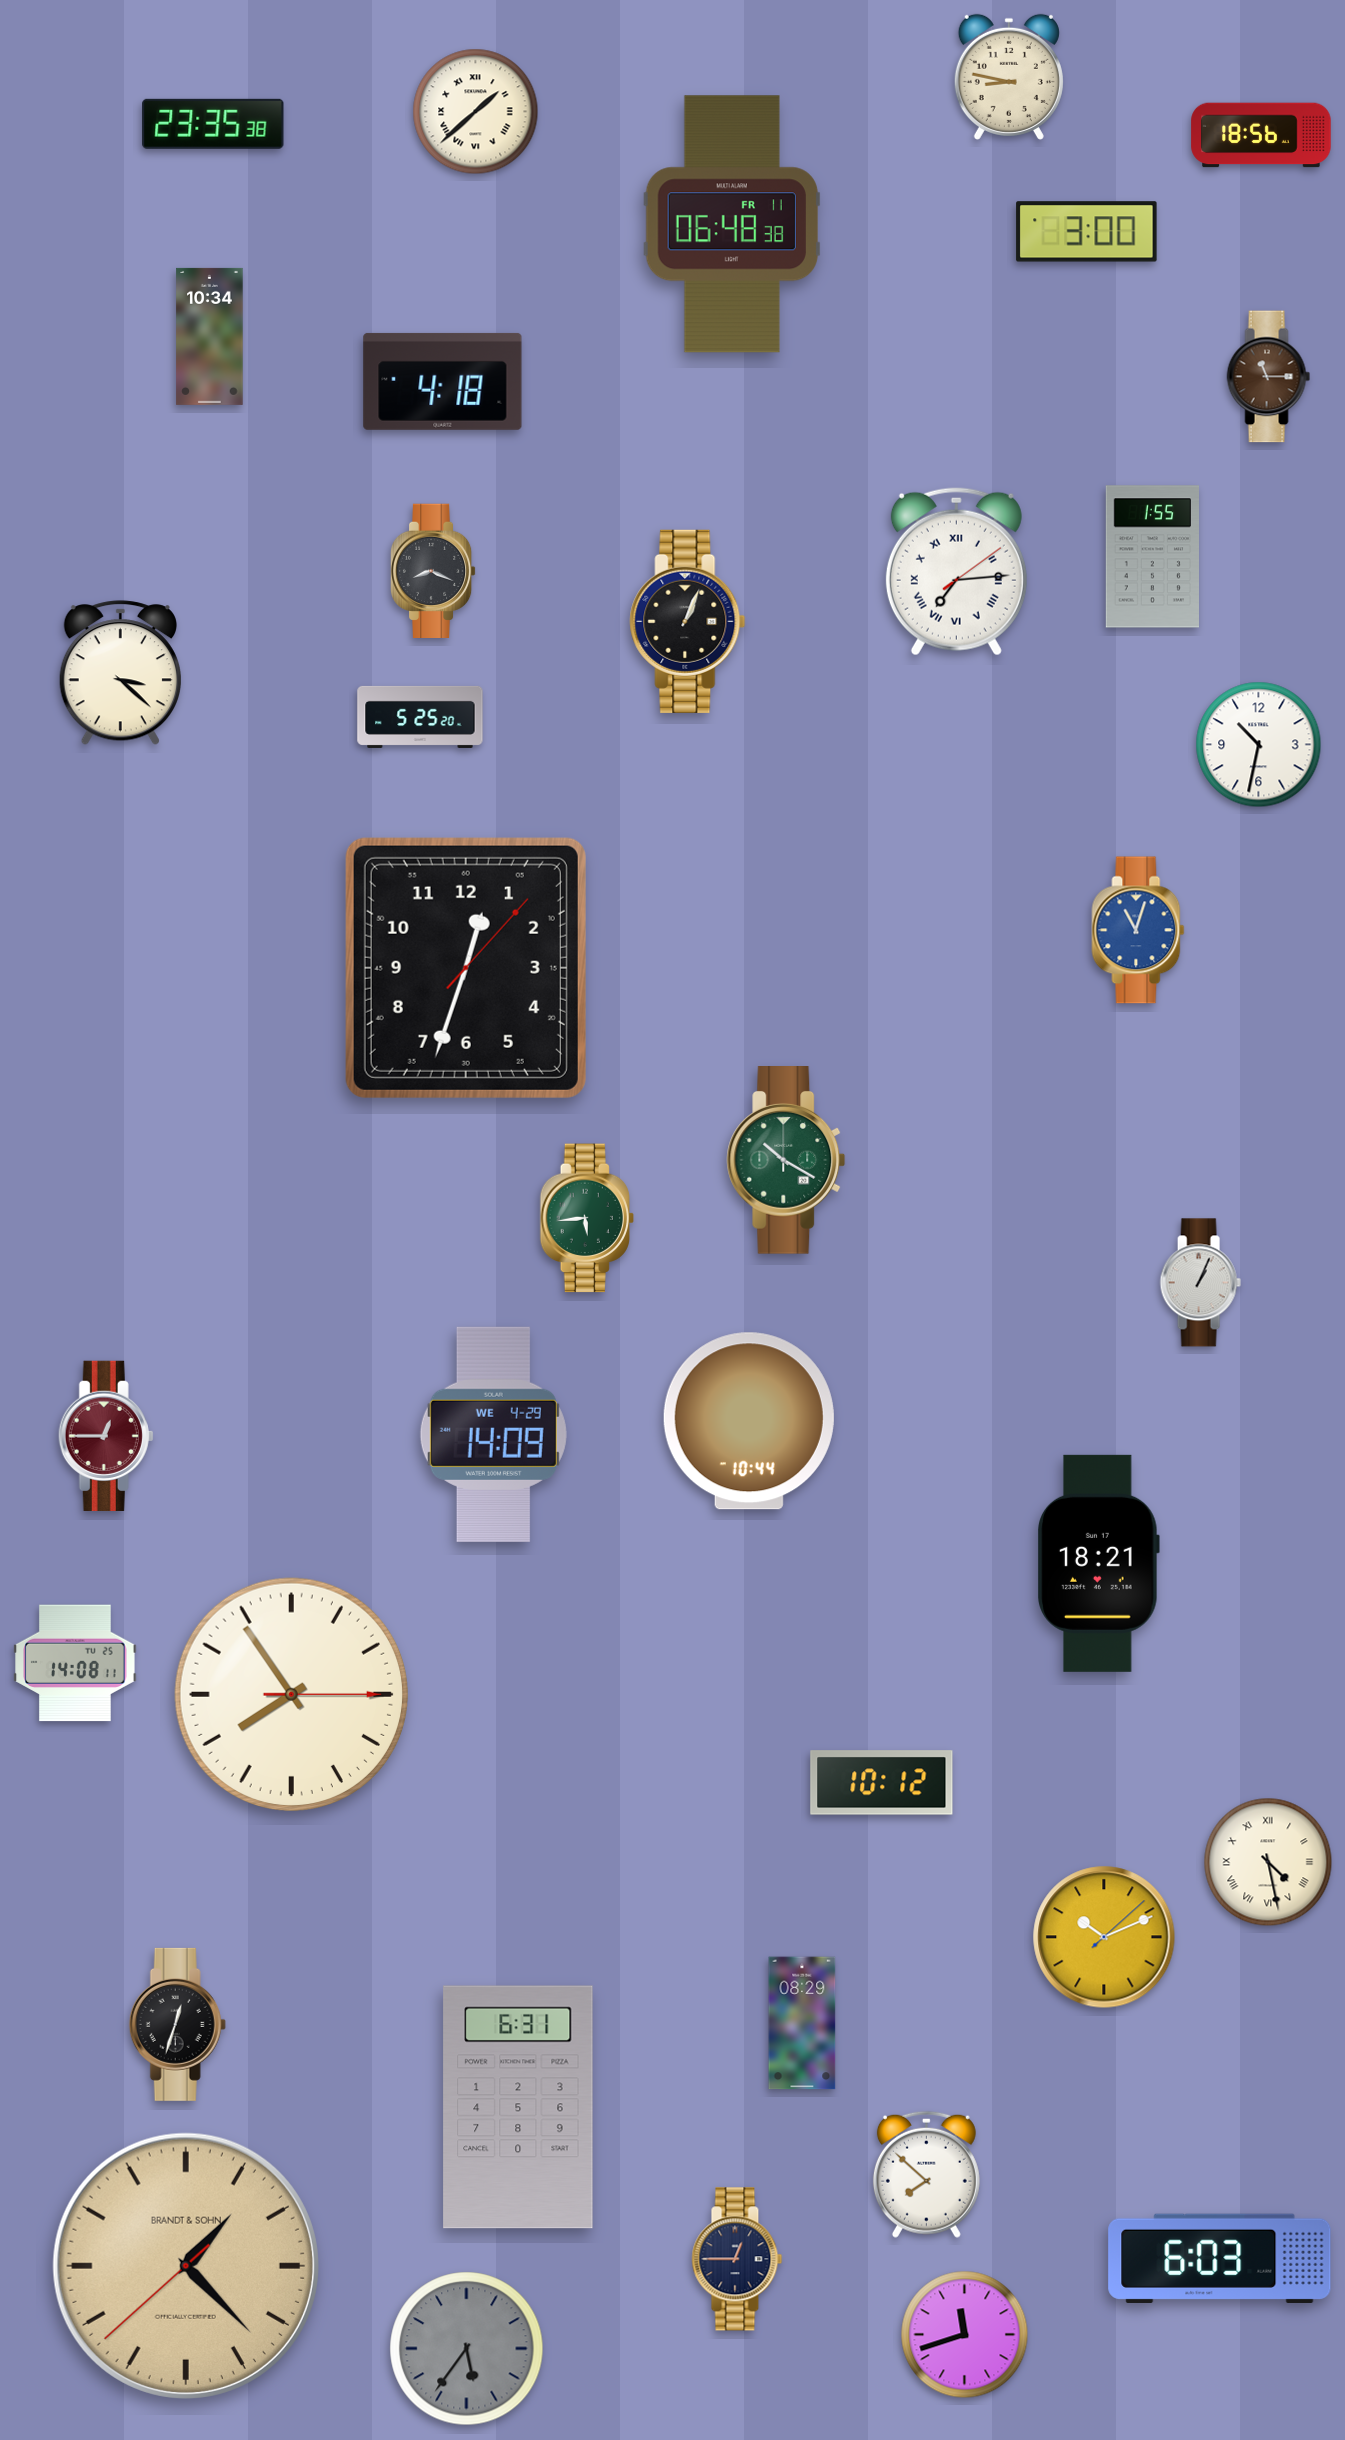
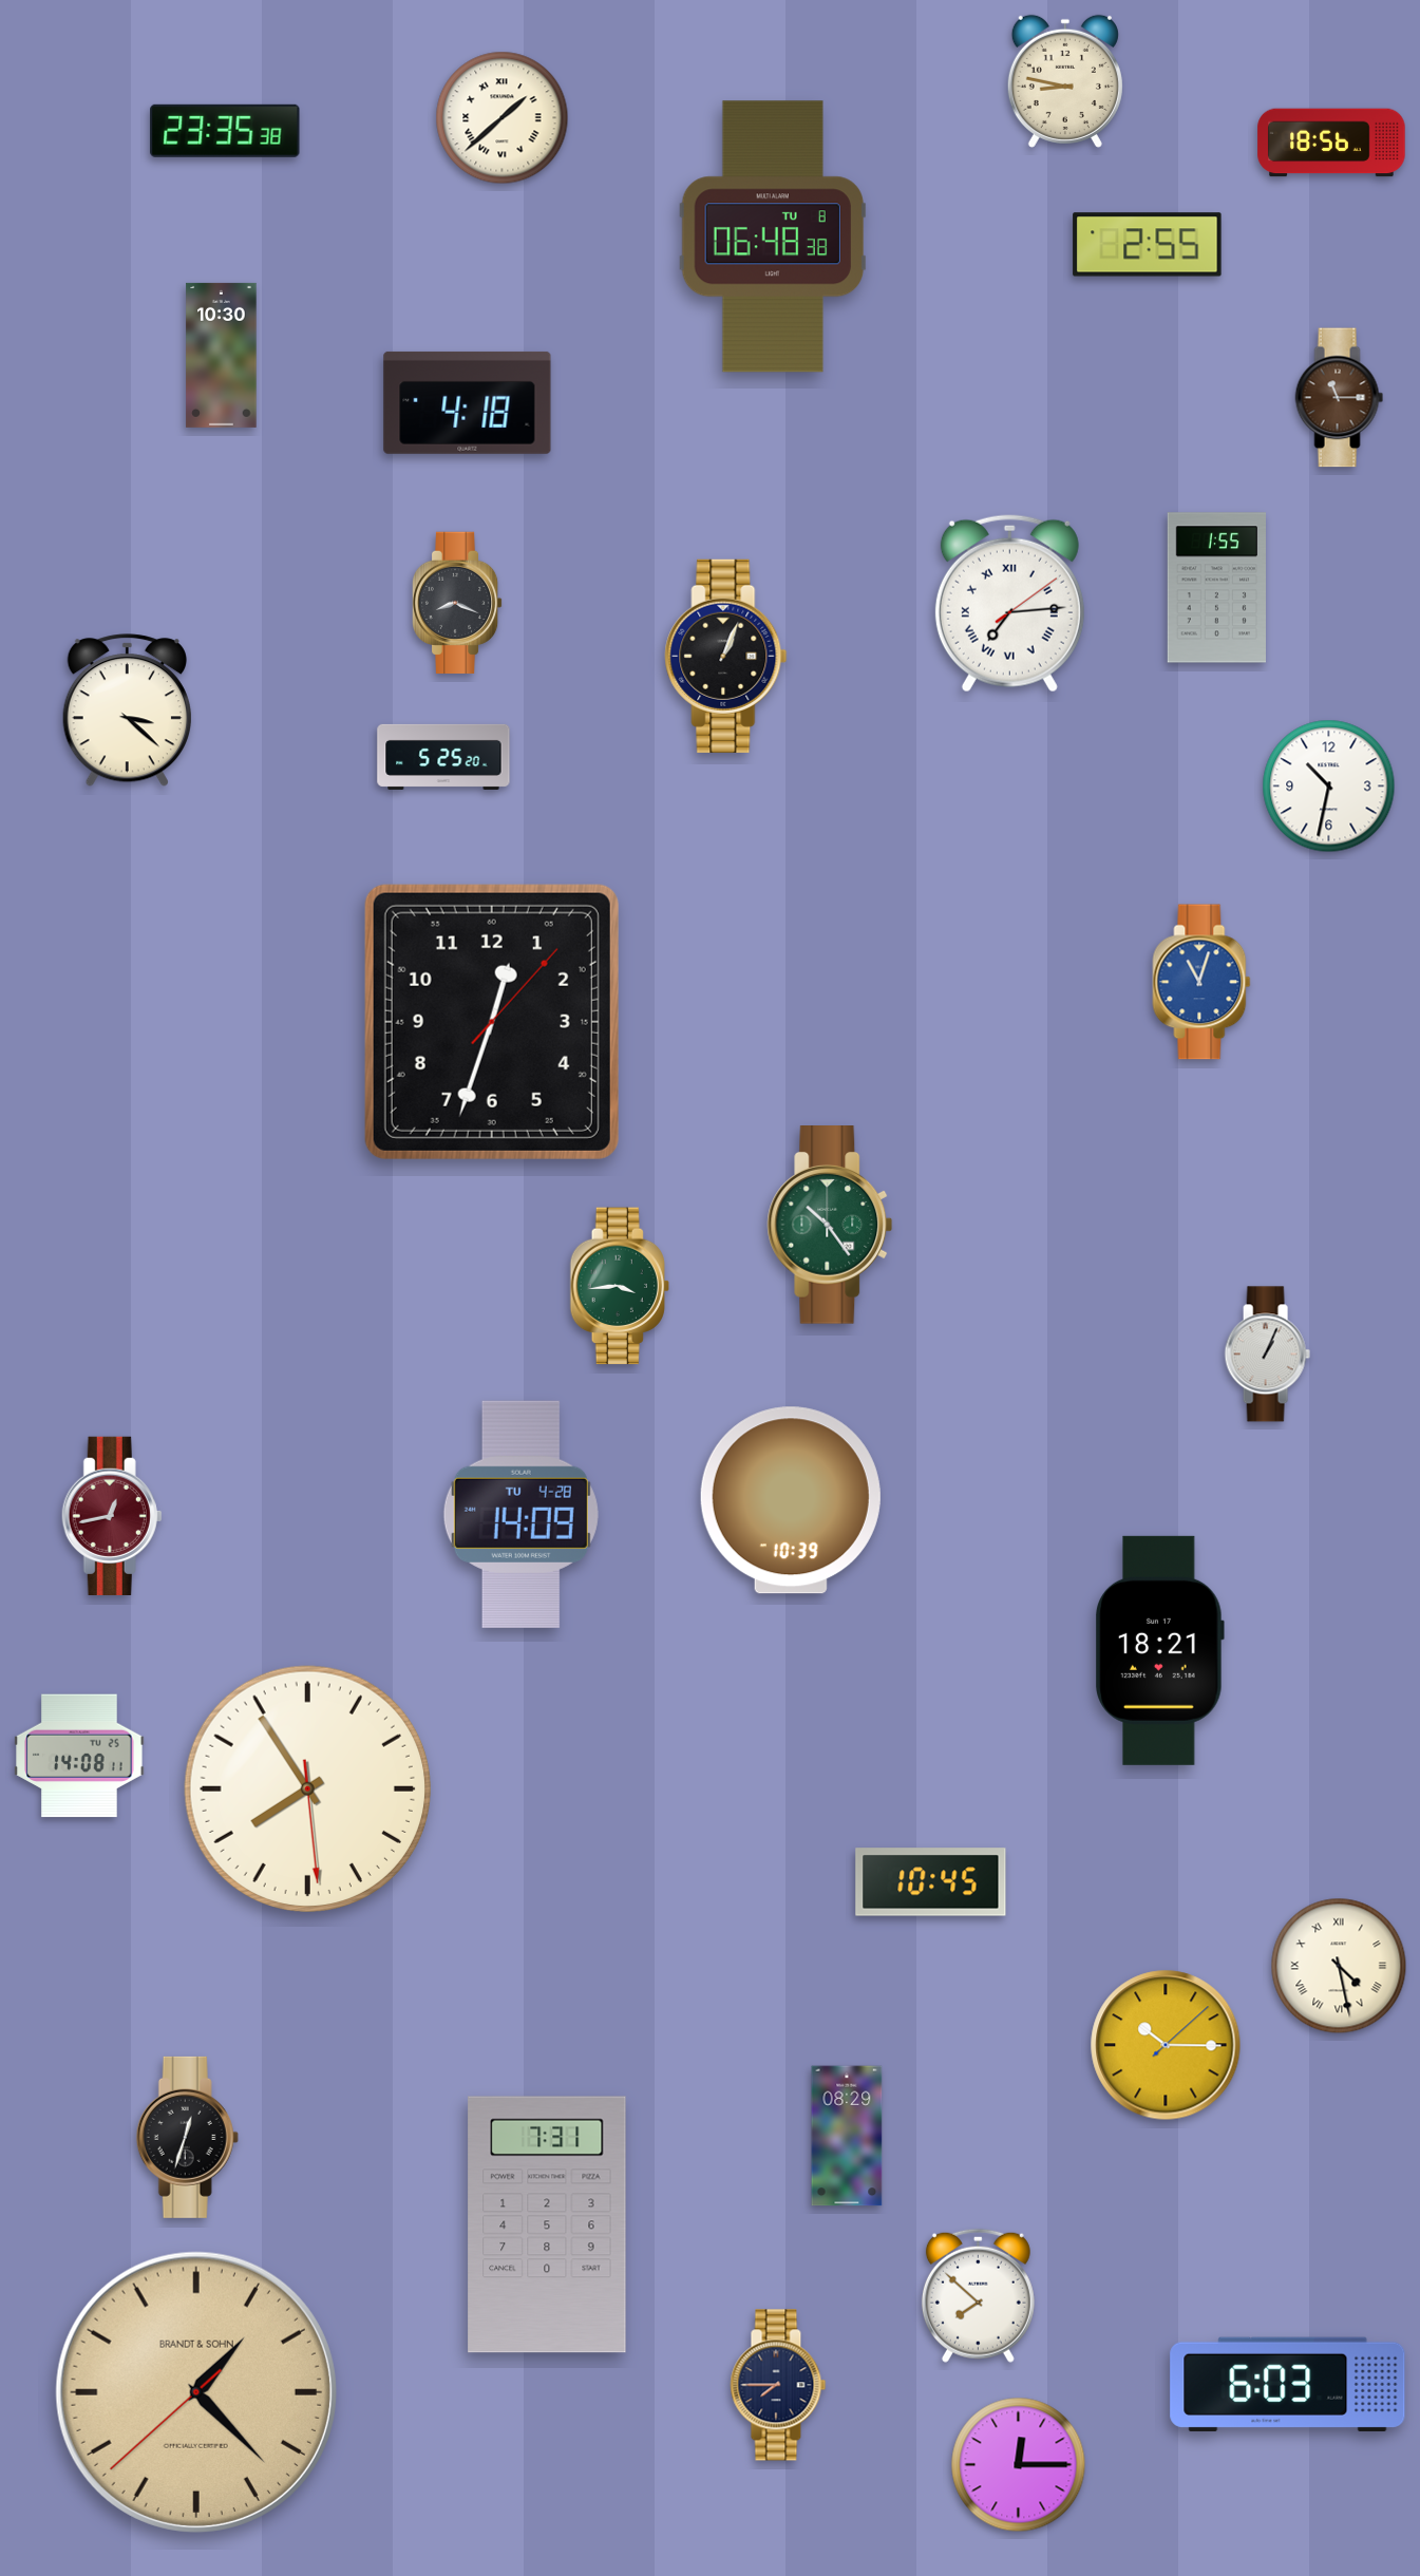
clock at (732, 224) date: FR 11 -> TU 8
clock at (1087, 232): 3:00 -> 2:55
clock at (210, 336): 10:34 -> 10:30
clock at (786, 1161): 10:20 -> 10:24
clock at (586, 1218): 5:44 -> 3:44
clock at (749, 1421): 10:44 -> 10:39
clock at (493, 1434) date: WE 4-29 -> TU 4-28
clock at (106, 1435): 12:45 -> 12:43
clock at (291, 1694): 7:54:15 -> 7:54:29
clock at (882, 1783): 10:12 -> 10:45
clock at (1104, 1937): 10:11 -> 10:15
clock at (518, 2107): 6:31 -> 7:31
clock at (737, 2259): 12:45 -> 7:45
clock at (965, 2335): 11:42 -> 12:15
clock at (467, 2349): 5:36 -> none
